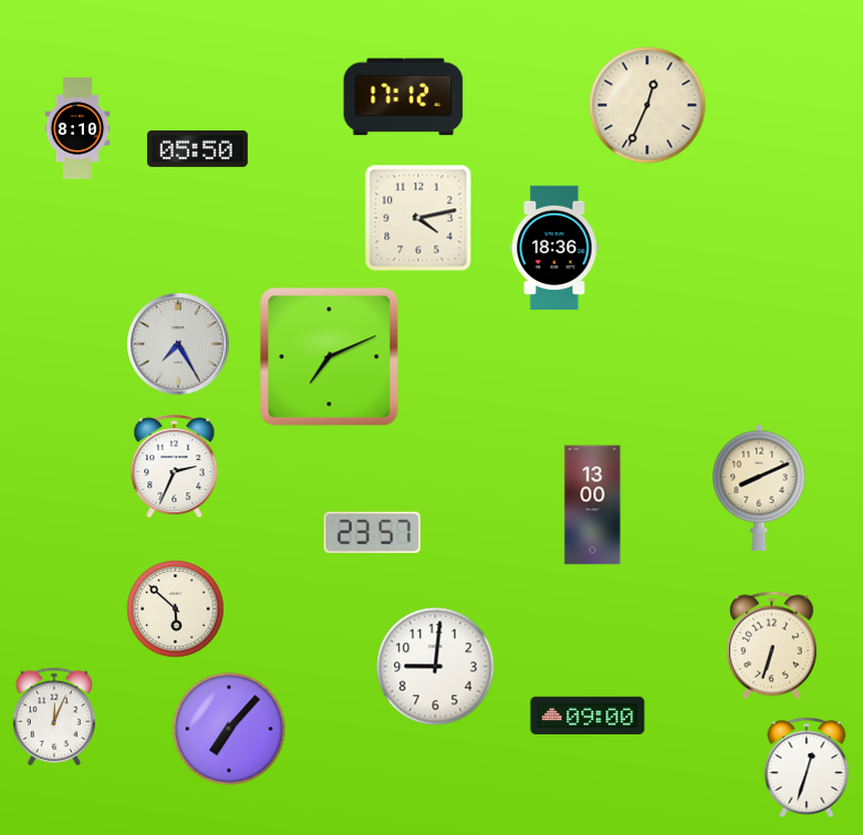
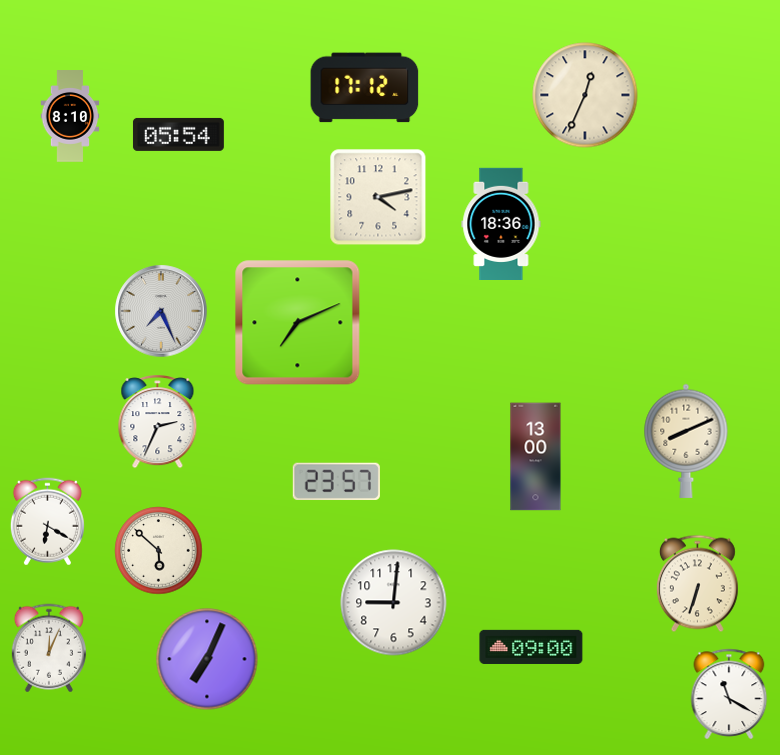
clock at (197, 148): 05:50 -> 05:54
clock at (178, 344): 7:25 -> 7:26
clock at (47, 522): none -> 6:20
clock at (229, 729): 7:07 -> 7:04
clock at (807, 768): 12:33 -> 11:20
